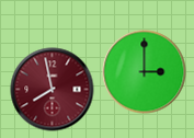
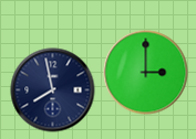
clock at (53, 90) dial: burgundy -> navy
